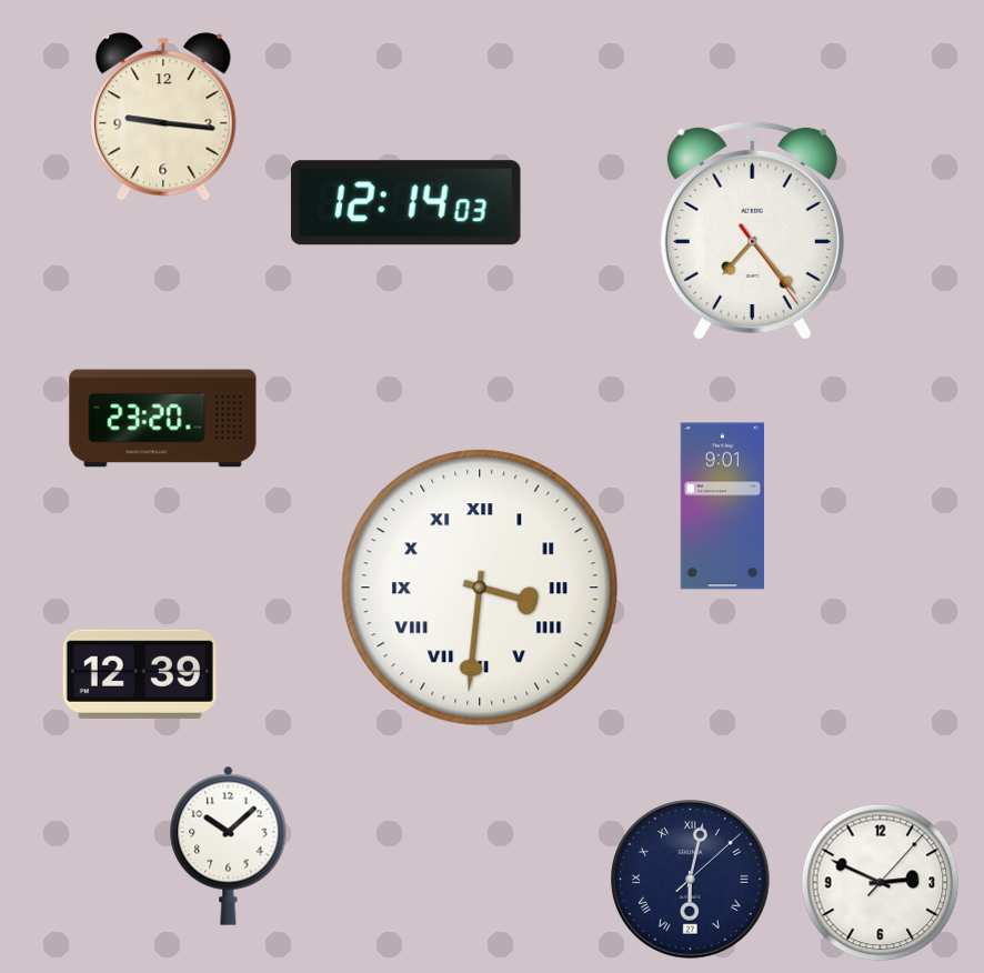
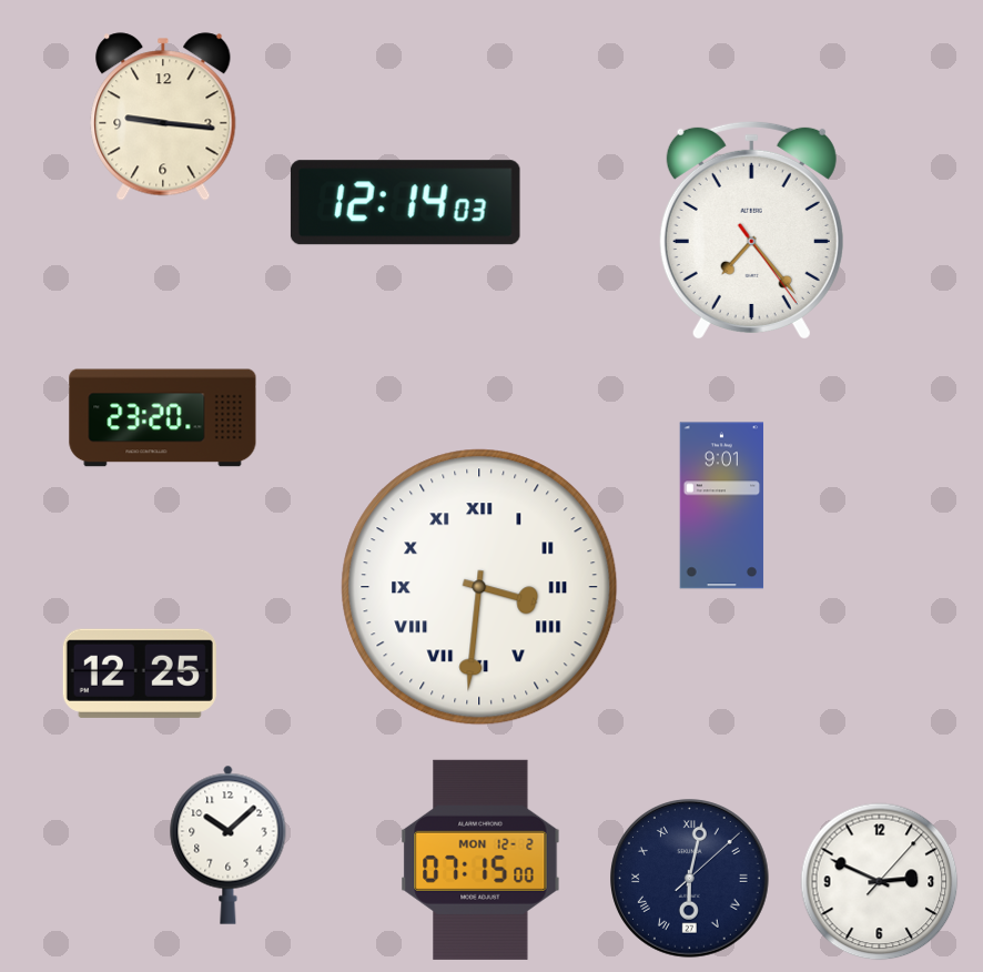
clock at (140, 674): 12:39 -> 12:25
clock at (480, 860): none -> 07:15
